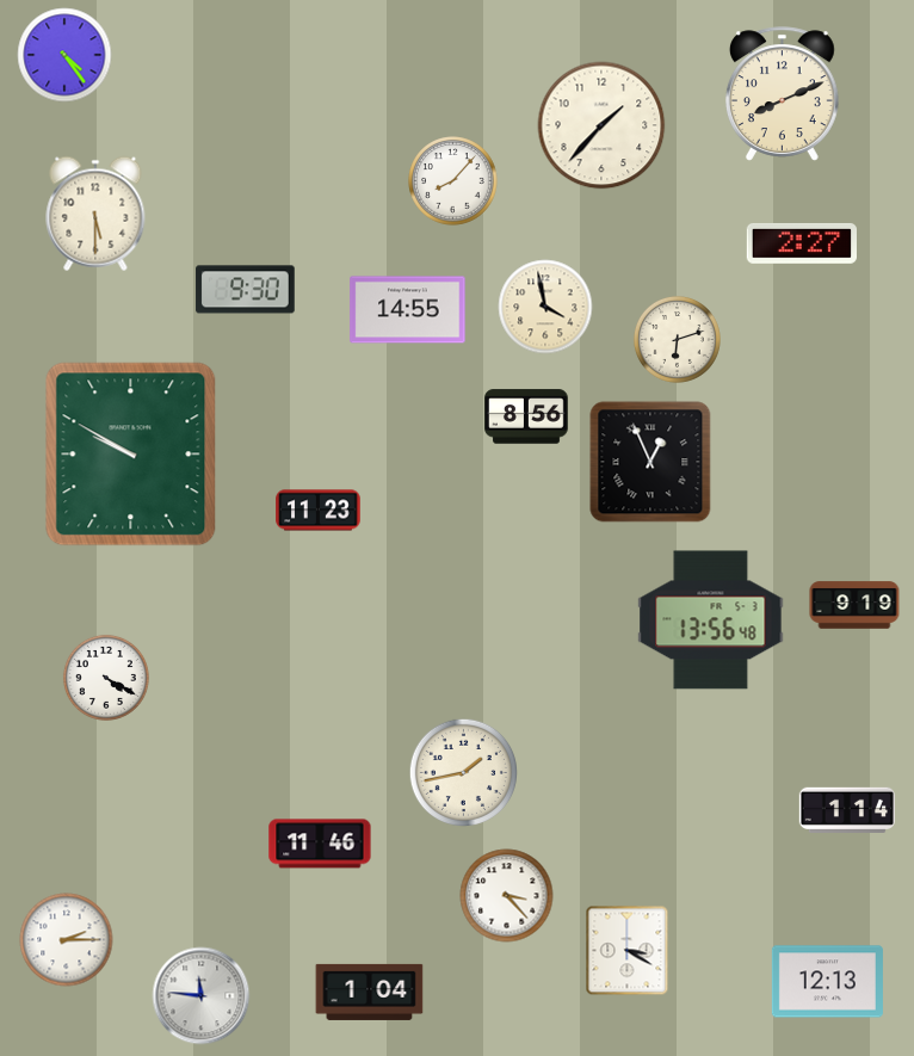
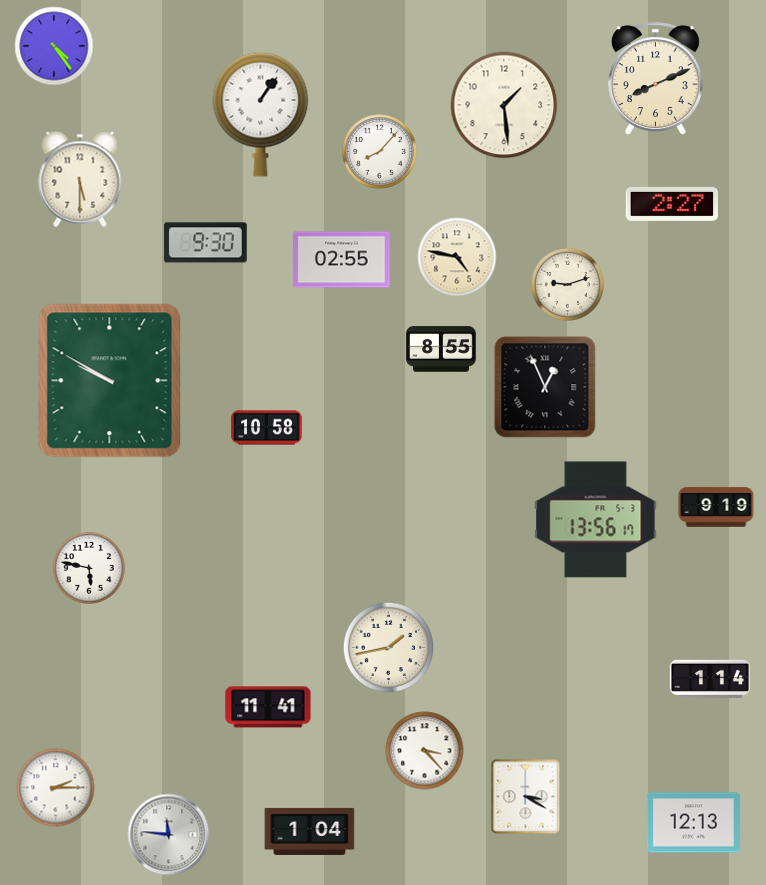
clock at (601, 125): 1:37 -> 1:29
clock at (261, 114): none -> 1:06
clock at (545, 307): 3:58 -> 4:47
clock at (408, 310): 14:55 -> 02:55
clock at (677, 339): 6:12 -> 9:12
clock at (526, 416): 8:56 -> 8:55
clock at (319, 511): 11:23 -> 10:58
clock at (711, 620): 13:56:48 -> 13:56:17
clock at (106, 678): 4:20 -> 5:47
clock at (320, 844): 11:46 -> 11:41
